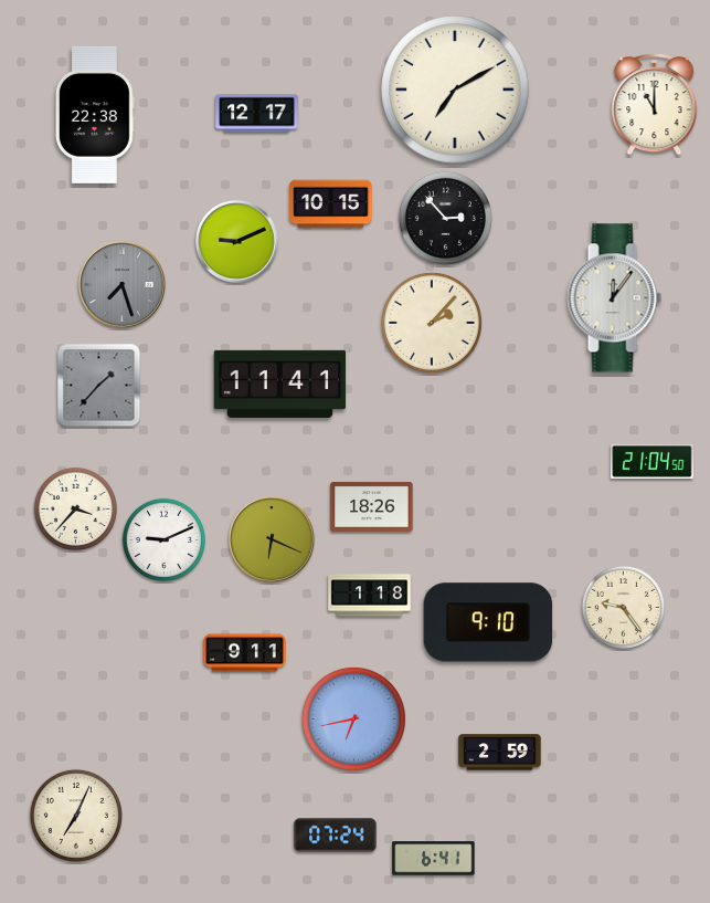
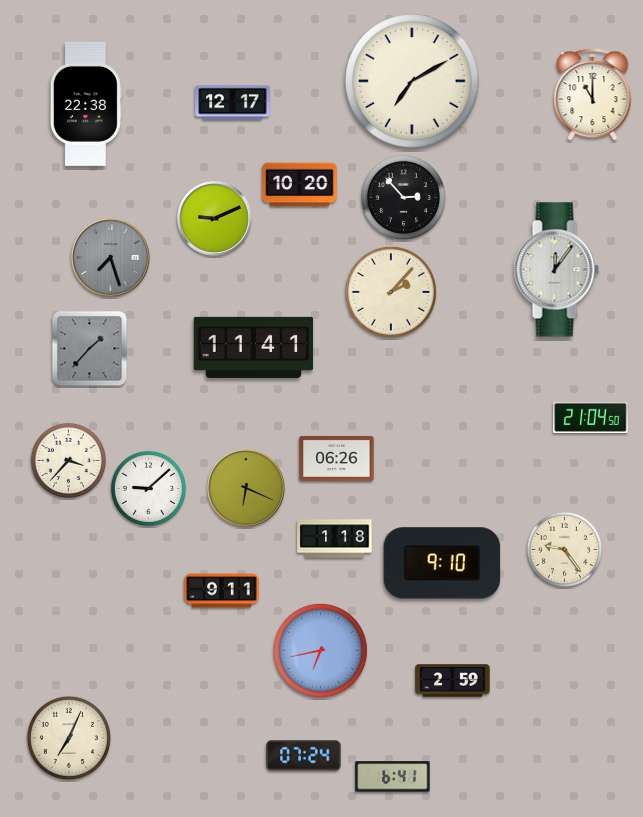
clock at (331, 204): 10:15 -> 10:20
clock at (372, 506): 18:26 -> 06:26
clock at (163, 539): 9:11 -> 9:08
